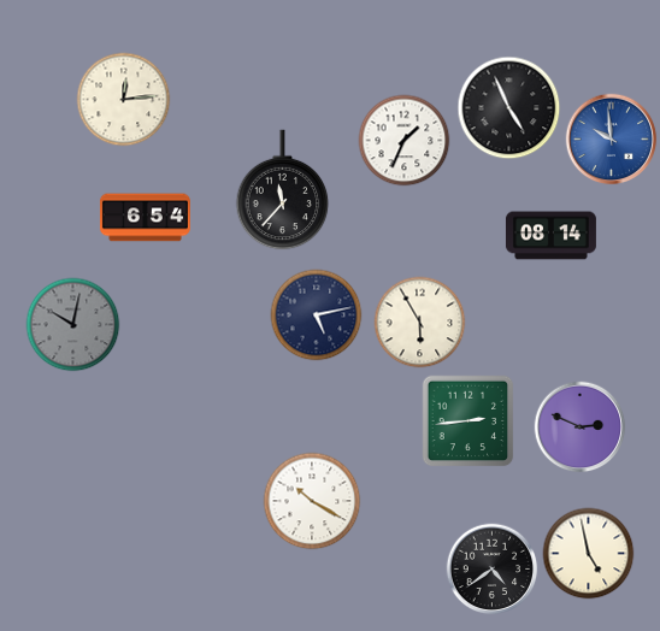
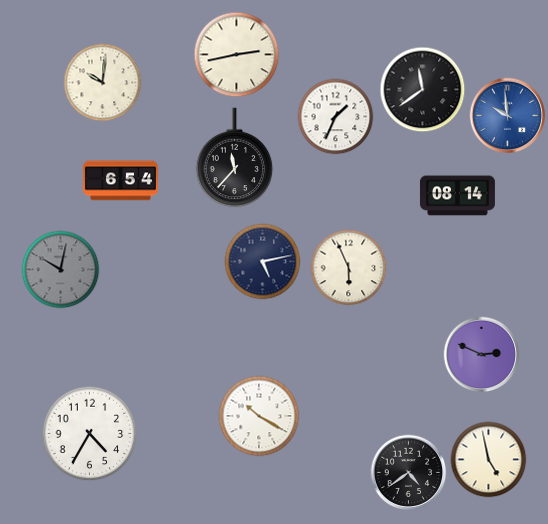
clock at (237, 55): none -> 2:43
clock at (124, 100): 12:14 -> 10:01
clock at (509, 108): 4:56 -> 11:39
clock at (420, 323): 5:55 -> 5:56
clock at (469, 421): 2:44 -> none
clock at (90, 434): none -> 4:35
